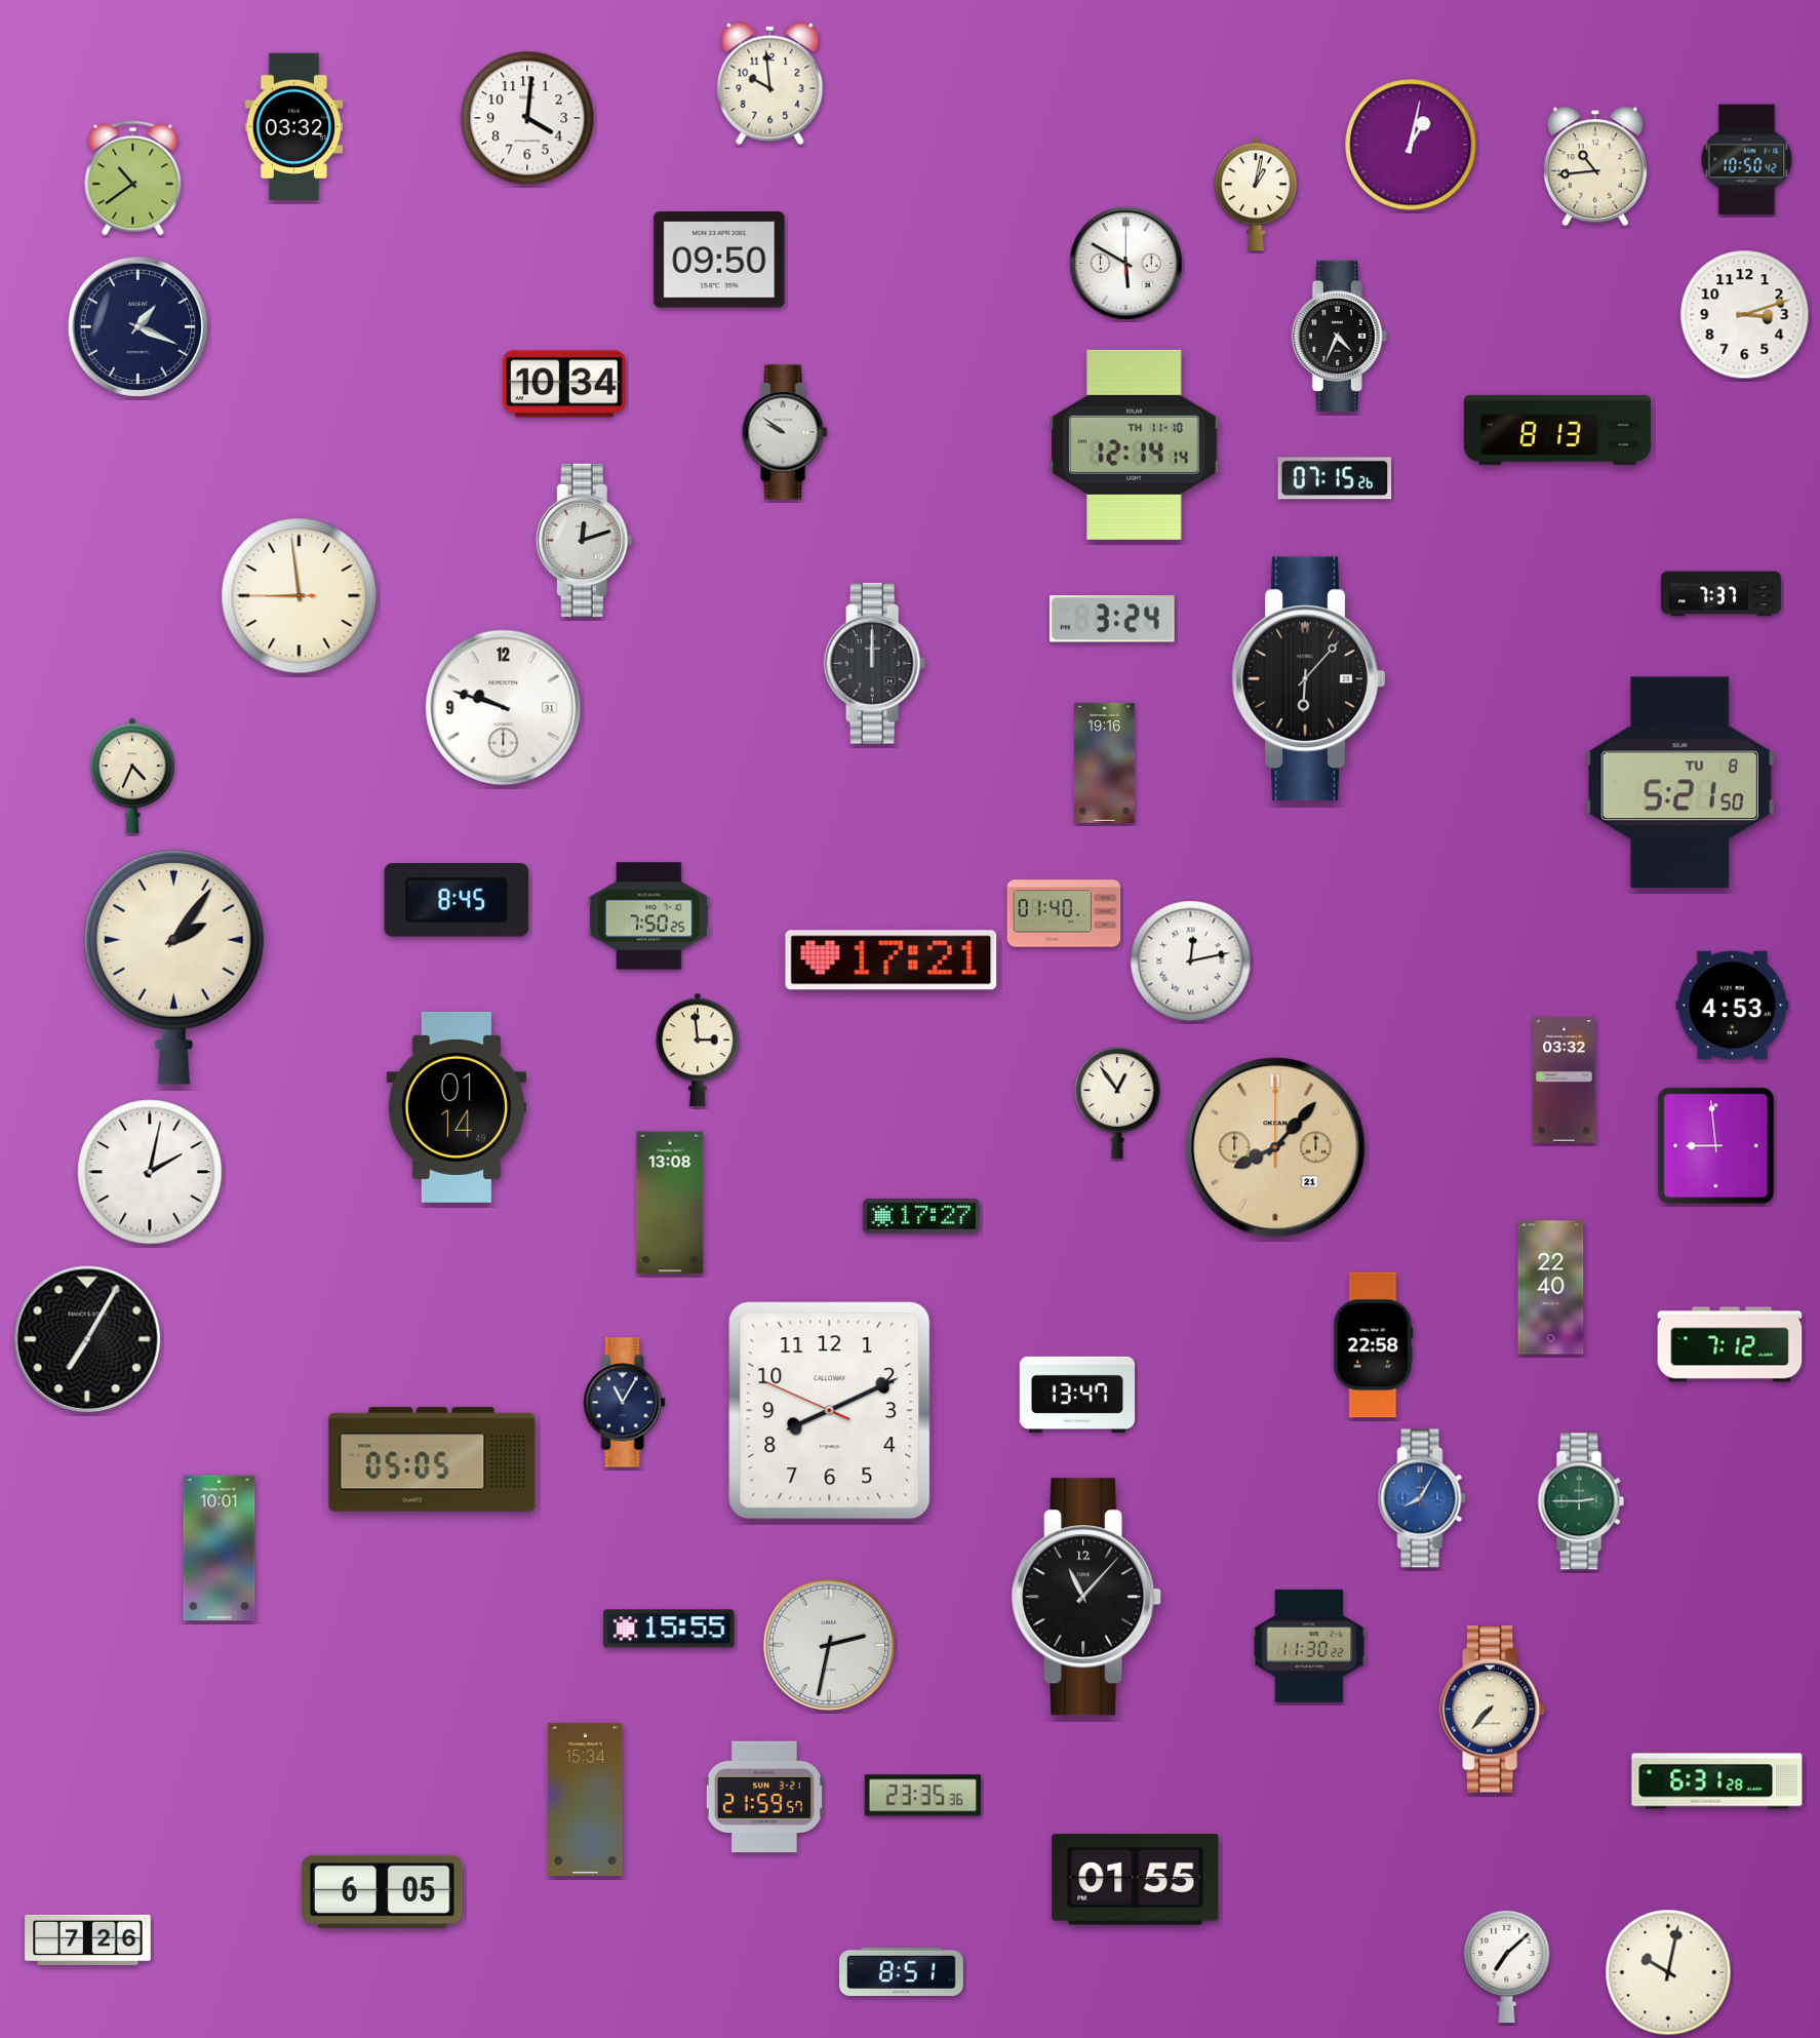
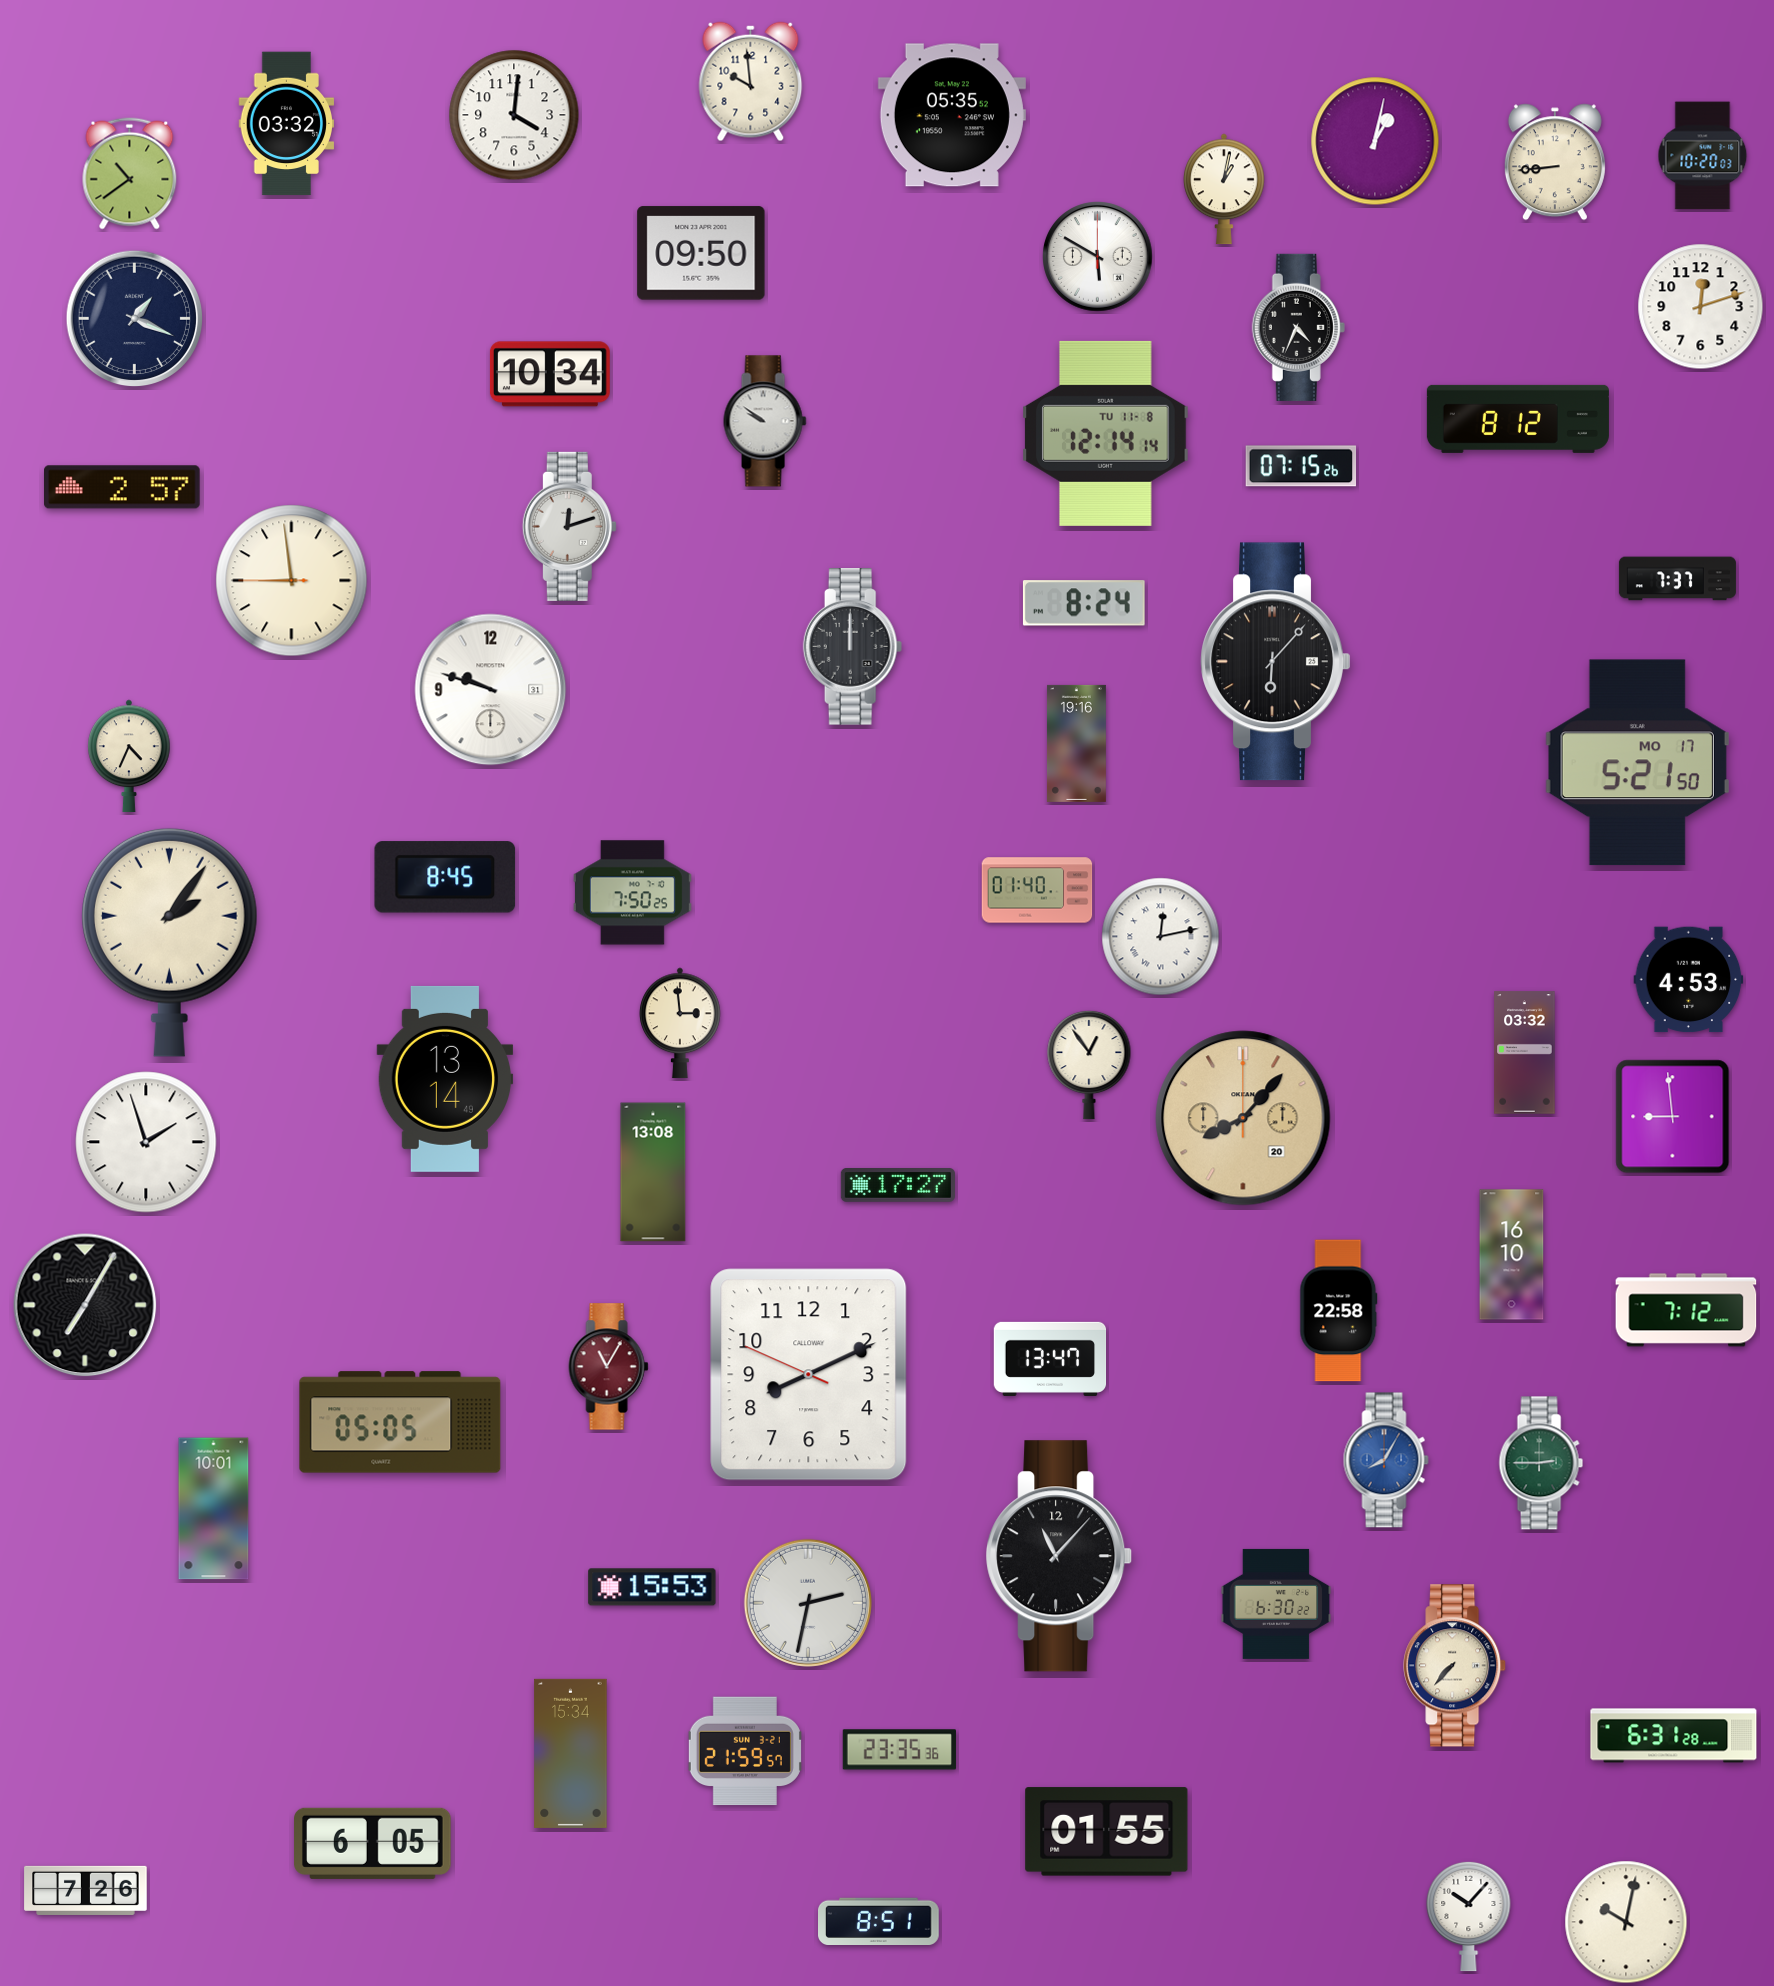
clock at (952, 115): none -> 05:35
clock at (1747, 160): 10:50 -> 10:20
clock at (1595, 166): 10:44 -> 8:44
clock at (1745, 315): 3:12 -> 12:12
clock at (1339, 336) position: (1339, 336) -> (1298, 327)
clock at (1557, 430): 8:13 -> 8:12
clock at (1135, 444) date: TH 11-10 -> TU 11-8
clock at (123, 487): none -> 2:57
clock at (1112, 619): 3:24 -> 8:24
clock at (1679, 783) date: TU 8 -> MO 17
clock at (892, 961): 17:21 -> none
clock at (1117, 1103) position: (1117, 1103) -> (1089, 1065)
clock at (457, 1107): 01:14 -> 13:14
clock at (1275, 1147) date: 21 -> 20
clock at (150, 1172): 2:02 -> 1:57
clock at (1551, 1288): 22:40 -> 16:10
clock at (625, 1403) dial: navy -> burgundy
clock at (432, 1459) position: (432, 1459) -> (400, 1422)
clock at (669, 1629): 15:55 -> 15:53
clock at (1309, 1646): 11:30 -> 6:30
clock at (1507, 1966): 7:08 -> 10:07
